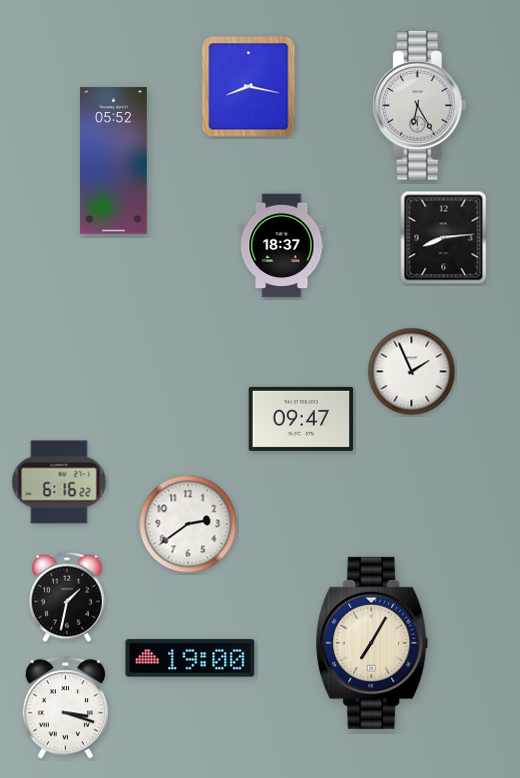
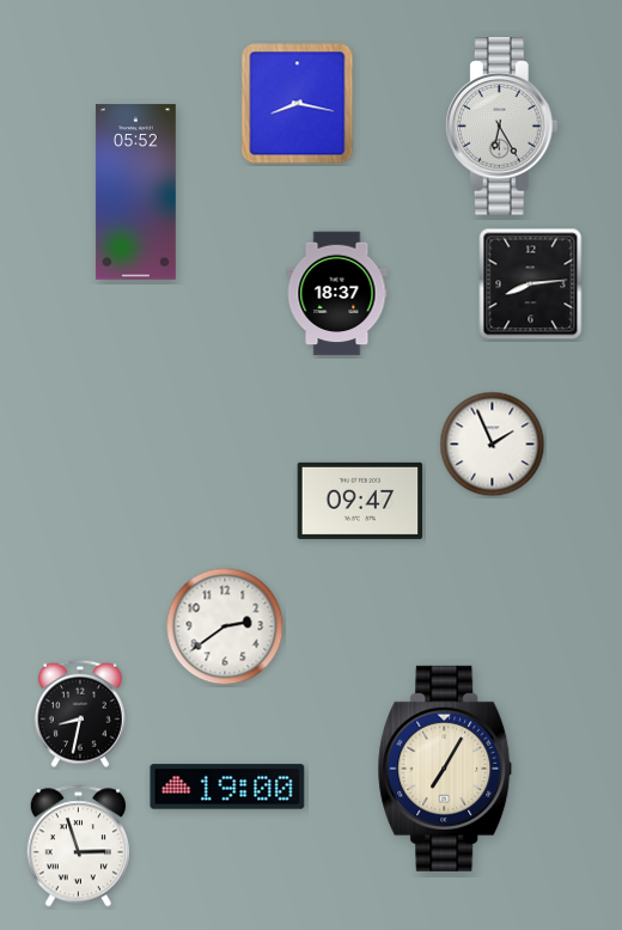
clock at (59, 482): 6:16 -> none
clock at (67, 597): 1:32 -> 8:32
clock at (65, 708): 3:18 -> 2:57
